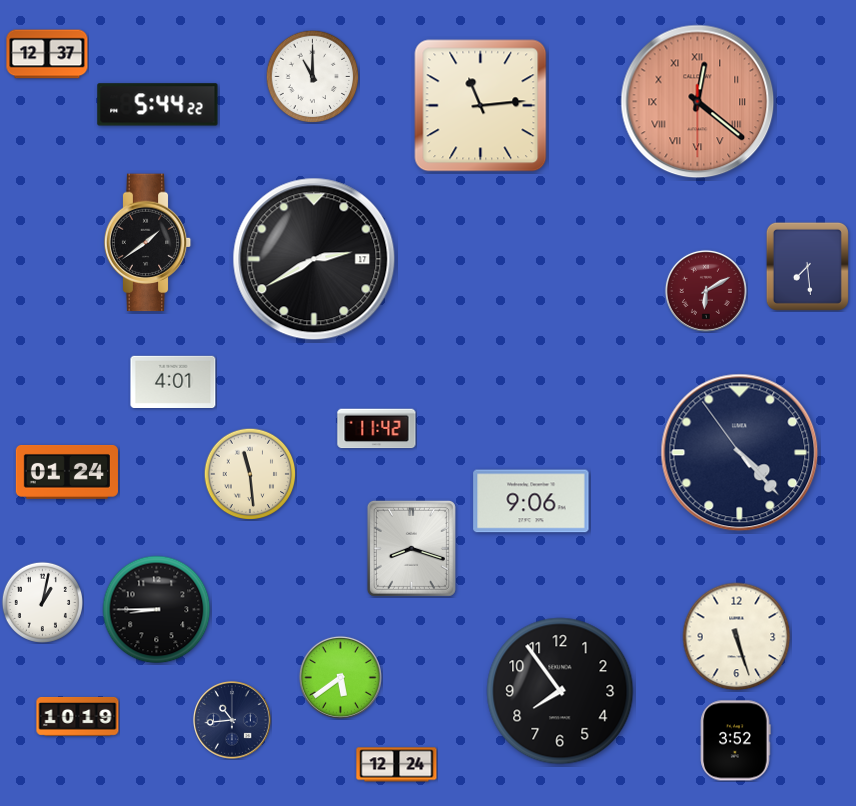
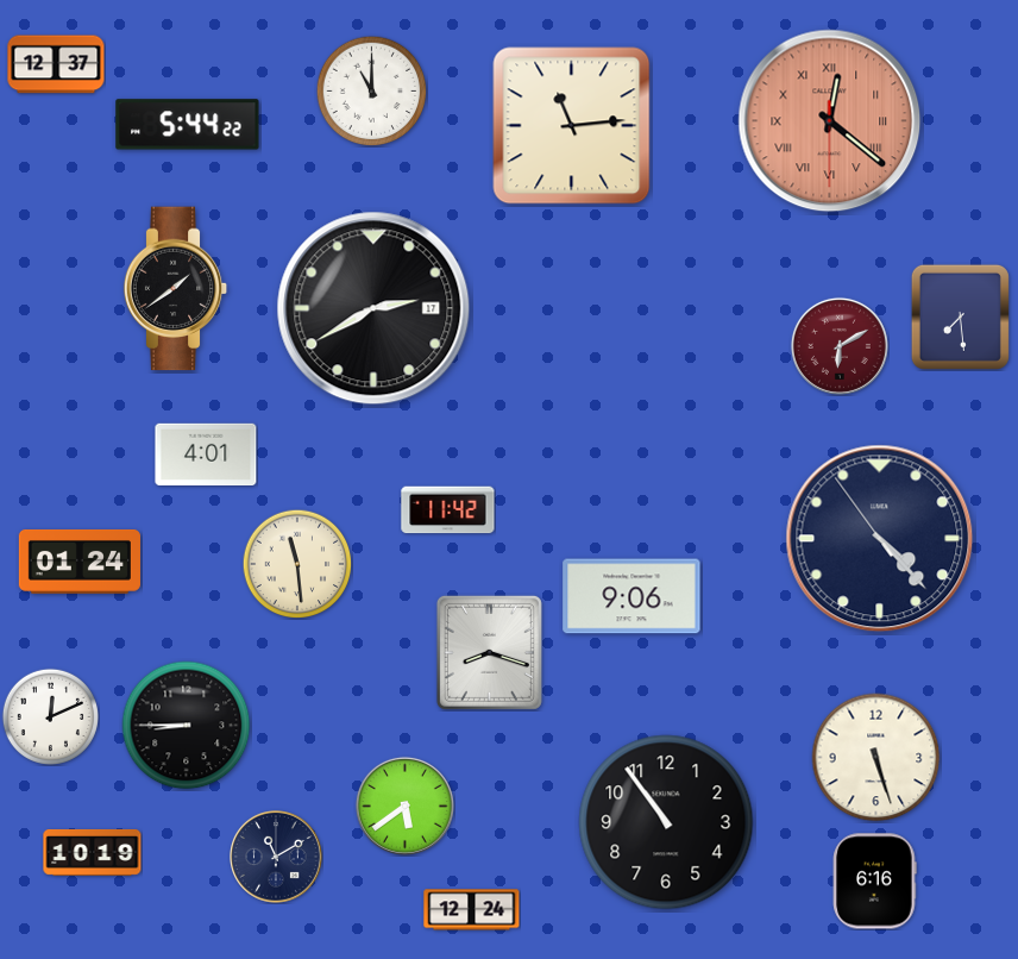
clock at (42, 602): 1:02 -> 12:11
clock at (560, 691): 7:54 -> 10:54
clock at (233, 721): 10:44 -> 11:10
clock at (736, 741): 3:52 -> 6:16
